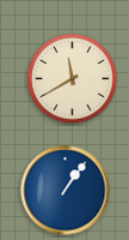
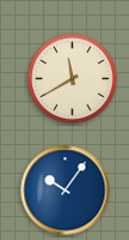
clock at (66, 191): 1:06 -> 10:06
